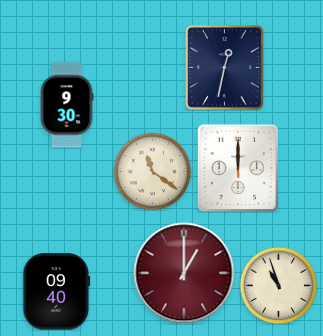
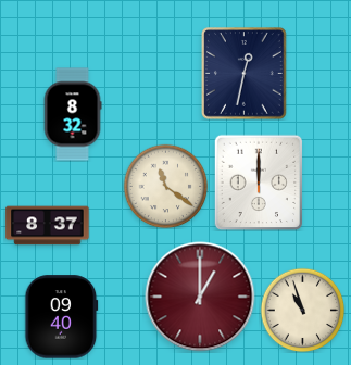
clock at (67, 105): 9:30 -> 8:32
clock at (48, 226): none -> 8:37
